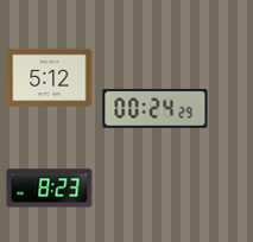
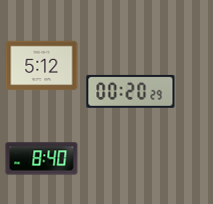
clock at (156, 108): 00:24 -> 00:20
clock at (50, 189): 8:23 -> 8:40
